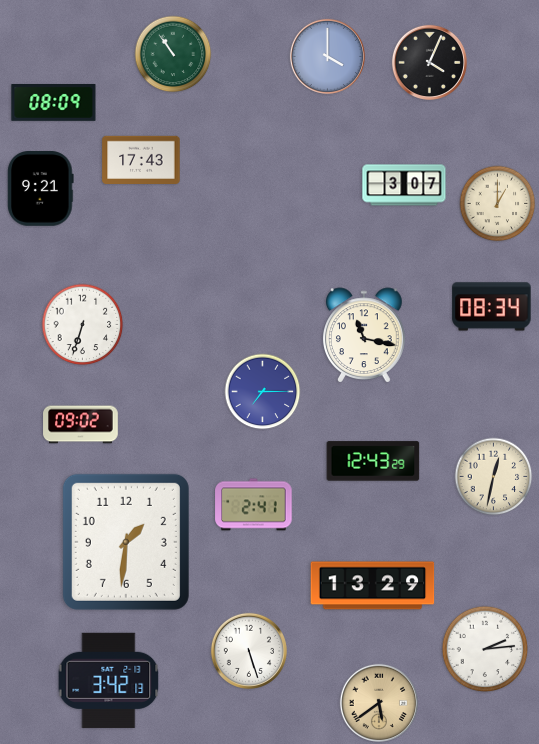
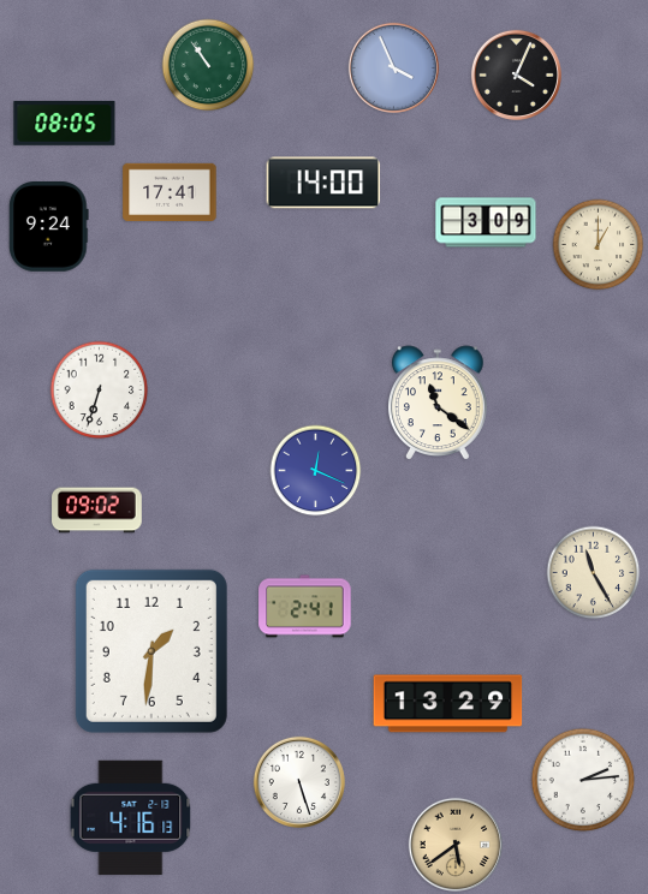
clock at (327, 56): 4:00 -> 3:56
clock at (54, 103): 08:09 -> 08:05
clock at (323, 183): none -> 14:00
clock at (141, 160): 17:43 -> 17:41
clock at (404, 185): 3:07 -> 3:09
clock at (41, 189): 9:21 -> 9:24
clock at (492, 307): 08:34 -> none
clock at (365, 335): 11:17 -> 11:21
clock at (263, 392): 7:15 -> 12:19
clock at (373, 461): 12:43 -> none
clock at (494, 477): 12:32 -> 11:25
clock at (109, 680): 3:42 -> 4:16
